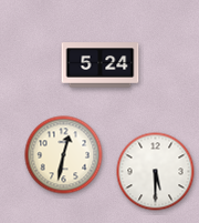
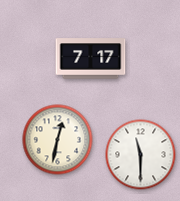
clock at (101, 65): 5:24 -> 7:17
clock at (156, 172): 5:30 -> 11:30
